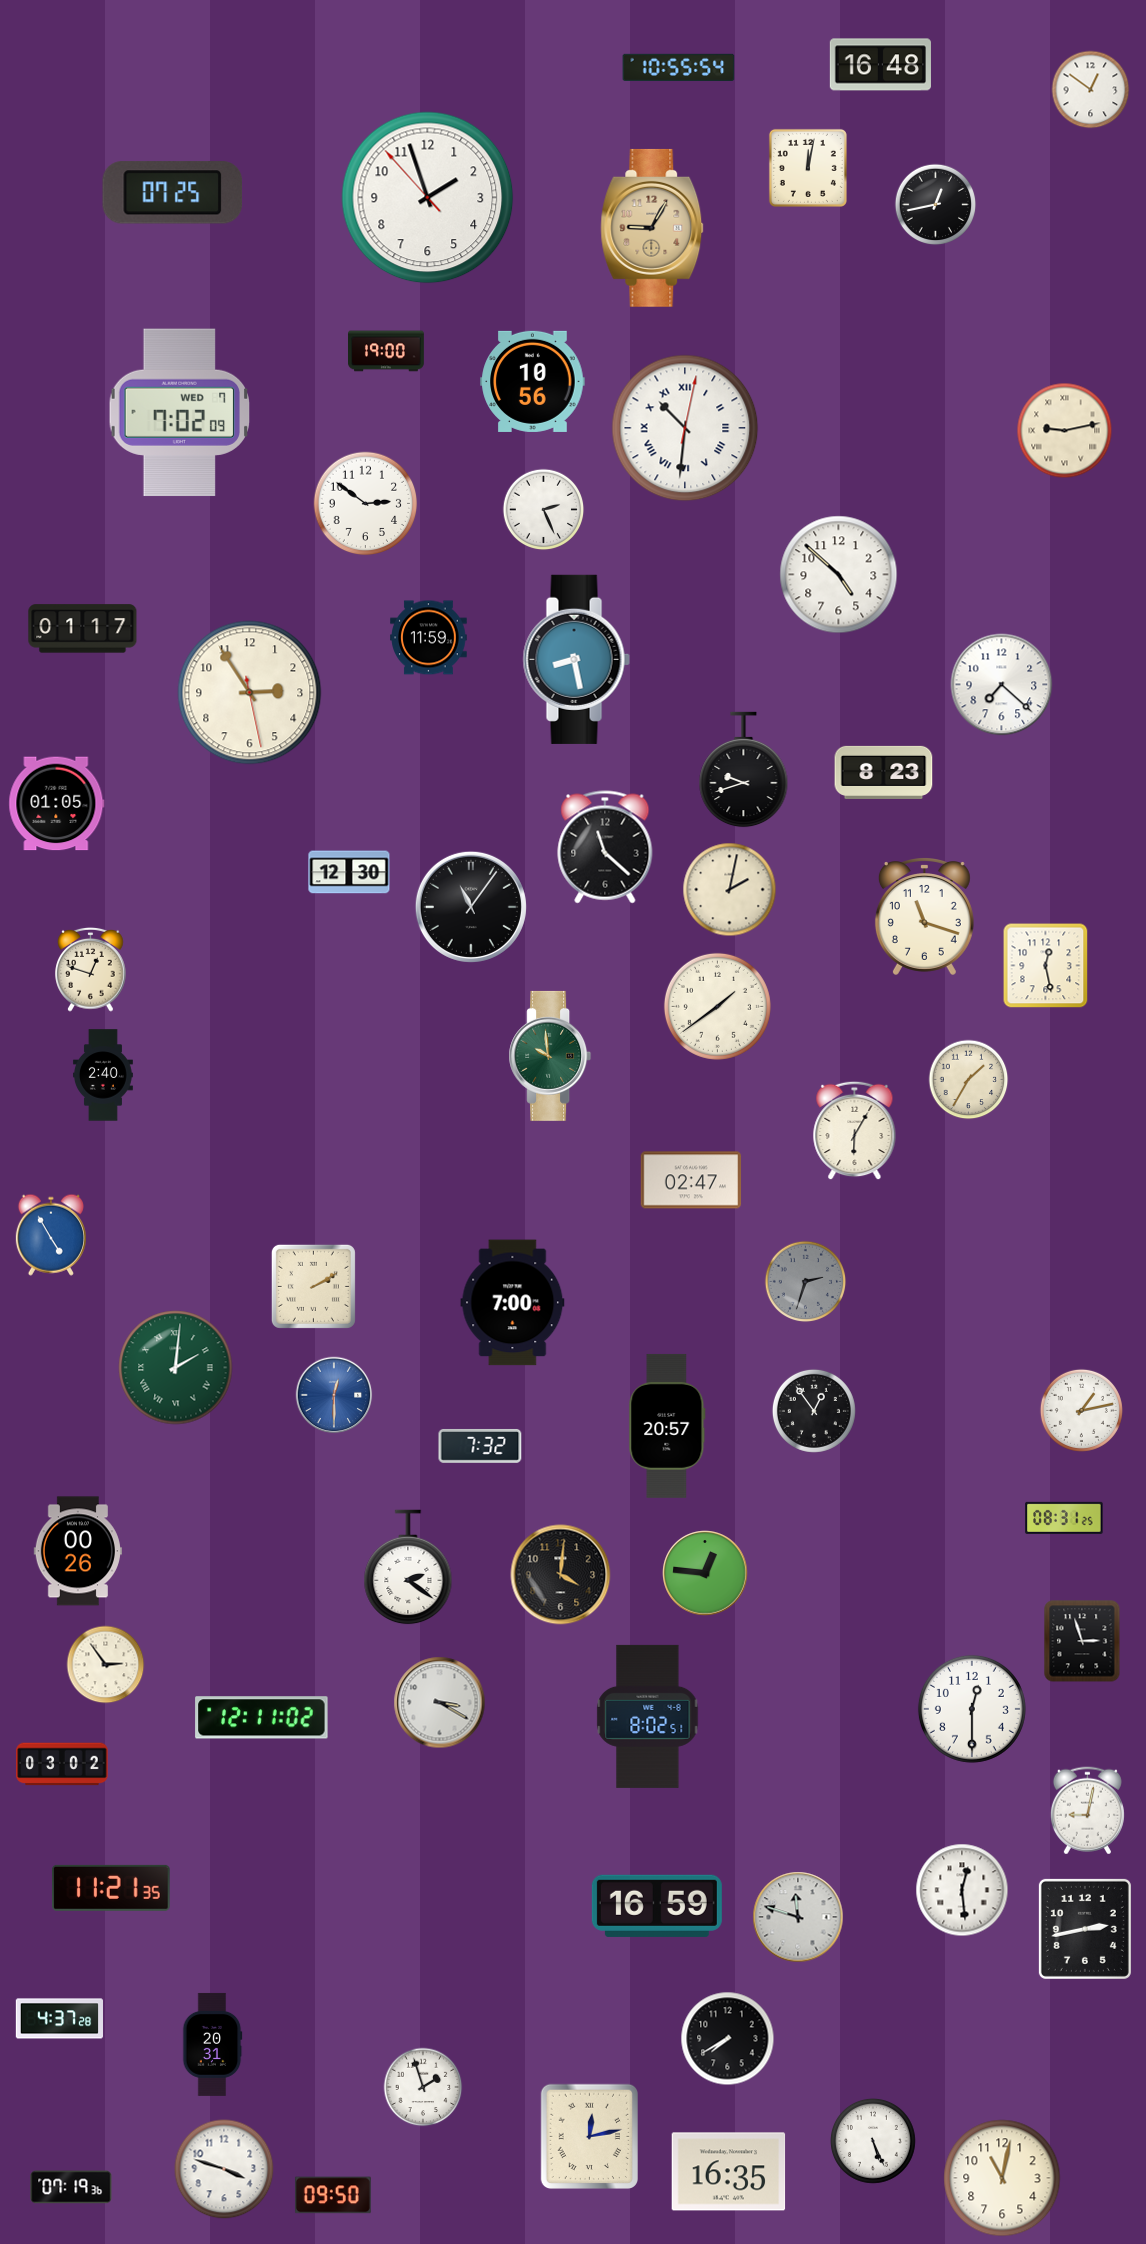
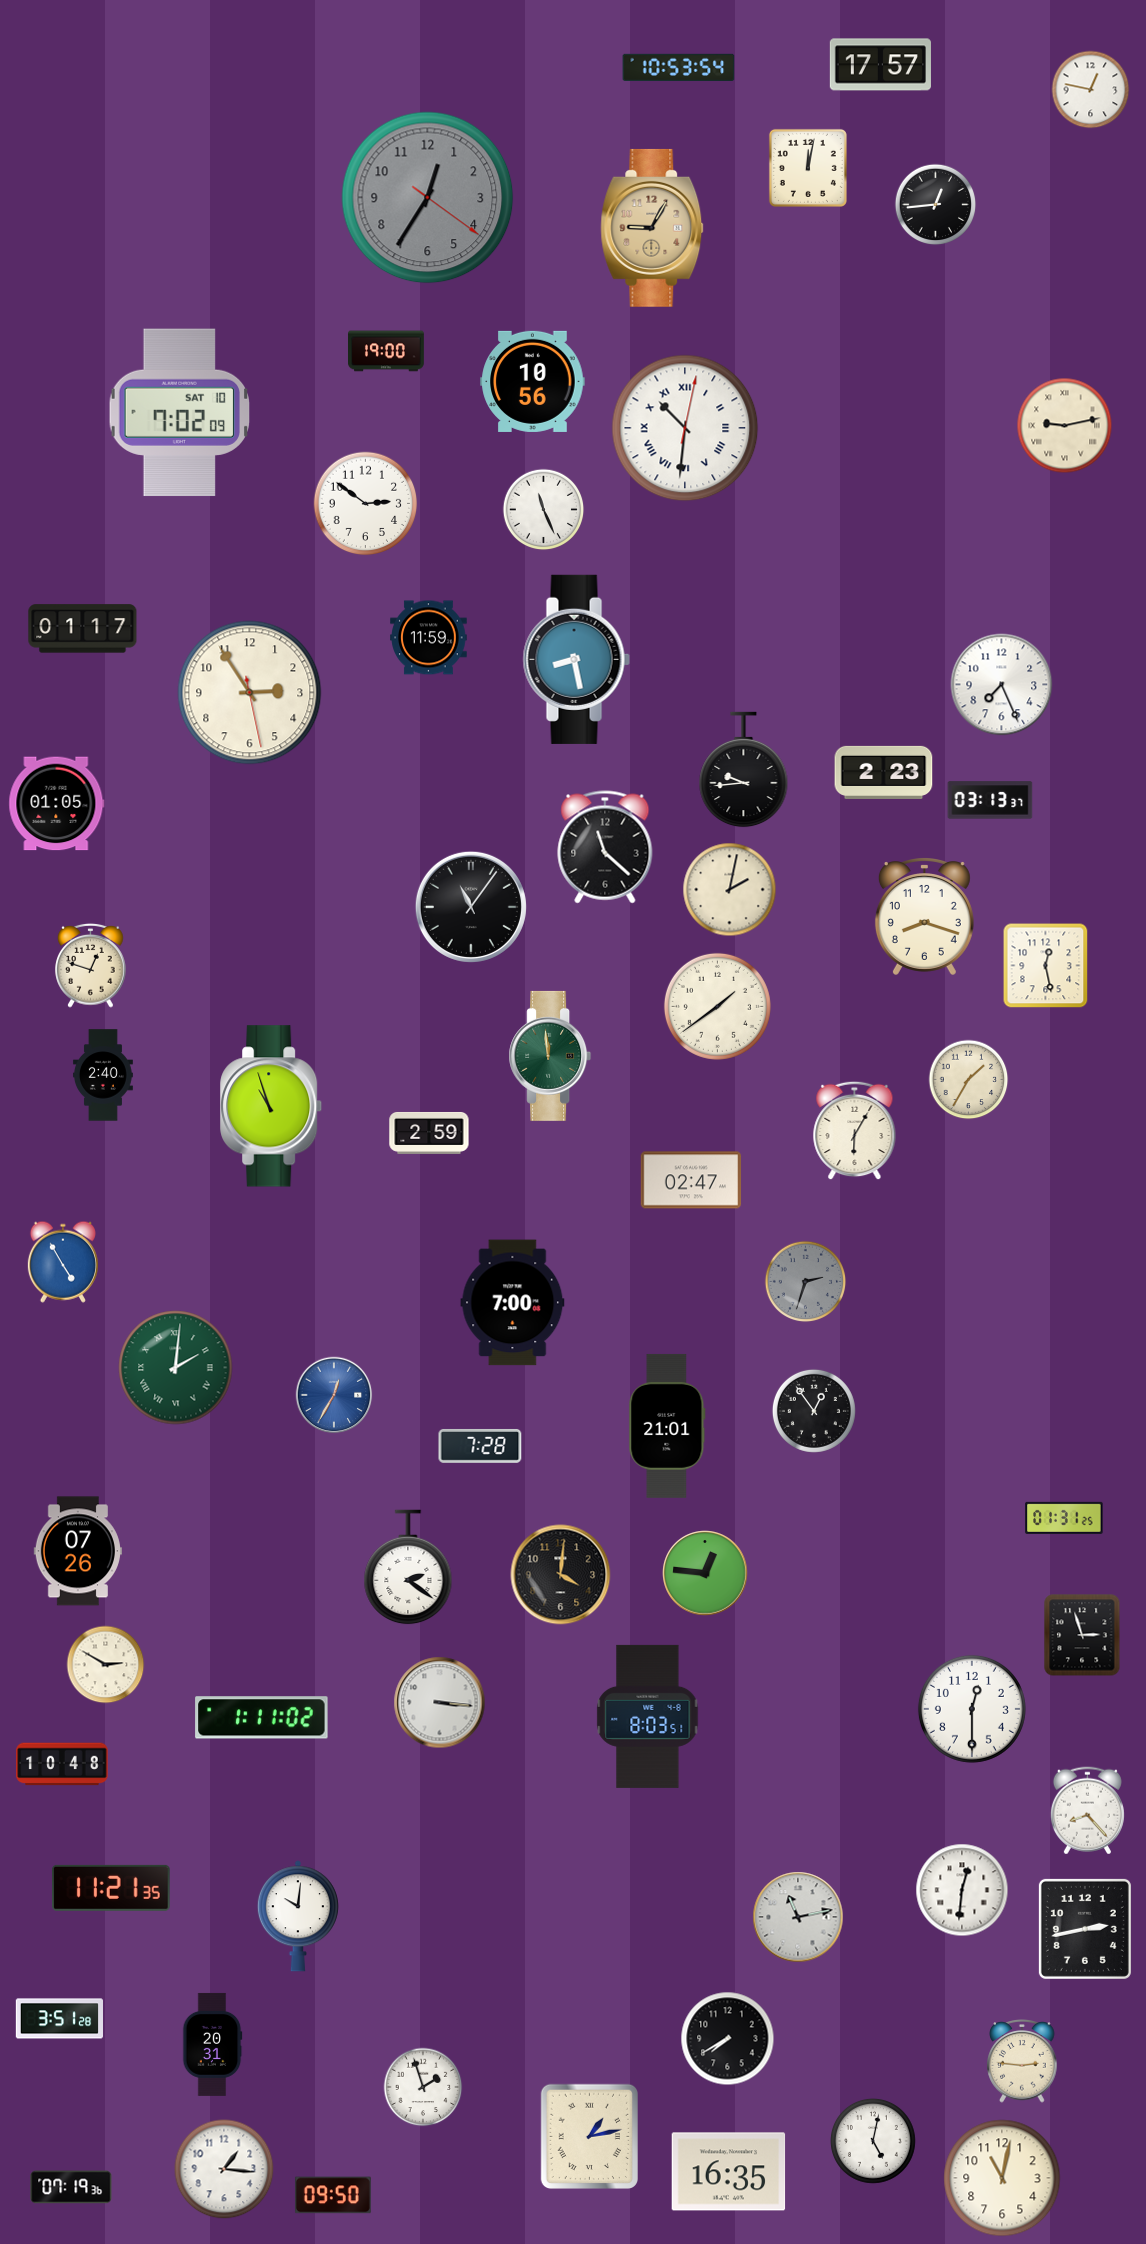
clock at (880, 65): 16:48 -> 17:57
clock at (679, 67): 10:55 -> 10:53
clock at (1091, 90): 12:51 -> 12:47
clock at (173, 193): 07:25 -> none
clock at (428, 198): 1:56 -> 12:35
clock at (428, 198) dial: white -> grey
clock at (936, 205): 12:43 -> 12:44
clock at (179, 413) date: WED 7 -> SAT 10
clock at (1065, 431) position: (1065, 431) -> (1065, 426)
clock at (544, 510): 2:26 -> 11:26
clock at (839, 575): 4:52 -> none
clock at (1002, 685): 7:22 -> 7:26
clock at (744, 770): 9:42 -> 9:44
clock at (884, 772): 8:23 -> 2:23
clock at (990, 800): none -> 03:13
clock at (349, 872): 12:30 -> none
clock at (924, 916): 11:18 -> 8:18
clock at (91, 969) position: (91, 969) -> (91, 965)
clock at (550, 1056): 9:59 -> 11:59
clock at (272, 1106): none -> 10:57
clock at (429, 1133): none -> 2:59
clock at (51, 1235) position: (51, 1235) -> (63, 1262)
clock at (313, 1286): 2:10 -> none
clock at (334, 1395): 12:30 -> 12:35
clock at (1081, 1410): 1:13 -> none
clock at (667, 1426): 20:57 -> 21:01
clock at (480, 1446): 7:32 -> 7:28
clock at (1064, 1518): 08:31 -> 01:31
clock at (78, 1551): 00:26 -> 07:26
clock at (1082, 1641) position: (1082, 1641) -> (1082, 1635)
clock at (106, 1665): 2:54 -> 2:50
clock at (440, 1703): 3:20 -> 3:16
clock at (648, 1716): 8:02 -> 8:03
clock at (262, 1718): 12:11 -> 1:11
clock at (62, 1764): 03:02 -> 10:48
clock at (1087, 1811): 9:02 -> 8:23
clock at (962, 1890): 12:29 -> 12:31
clock at (657, 1906): 16:59 -> none
clock at (298, 1916): none -> 10:01
clock at (798, 1917): 11:48 -> 11:13
clock at (60, 2019): 4:37 -> 3:51
clock at (1022, 2061): none -> 2:46
clock at (589, 2136): 12:13 -> 1:13
clock at (874, 2142): 5:26 -> 5:02
clock at (224, 2169): 3:48 -> 1:16
